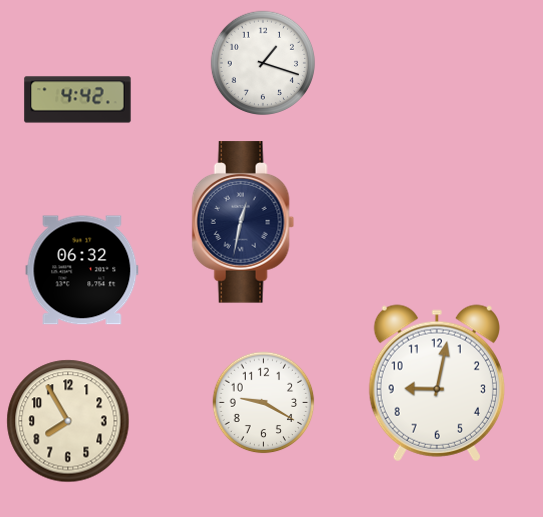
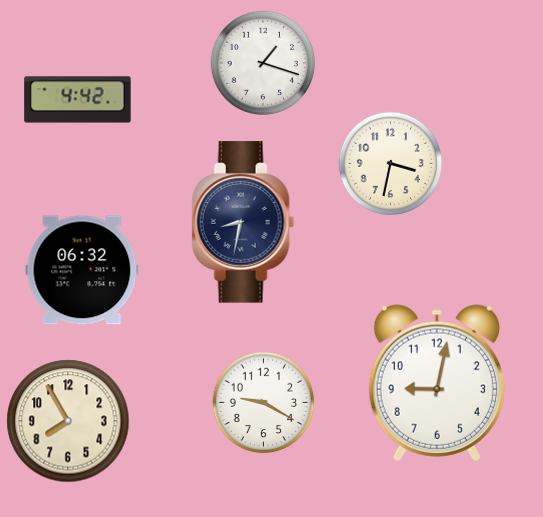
clock at (391, 164): none -> 3:32
clock at (243, 222): 12:32 -> 8:32
